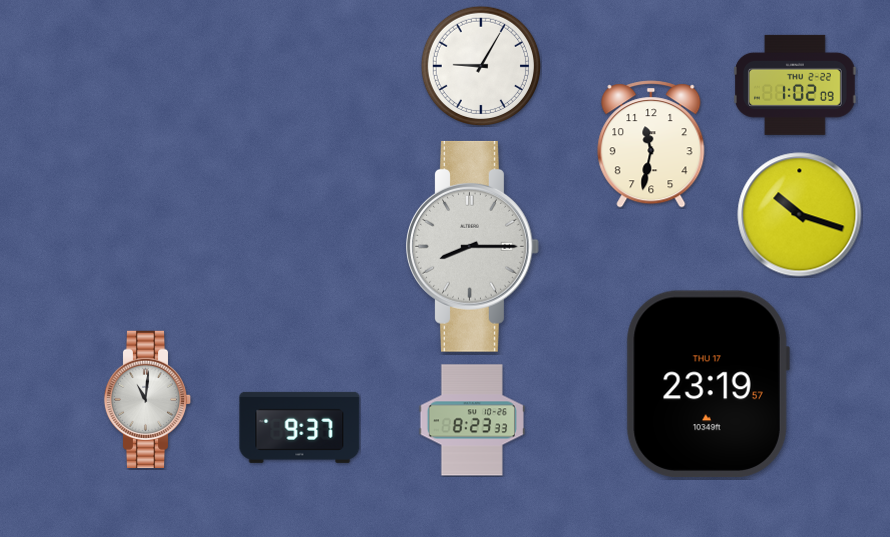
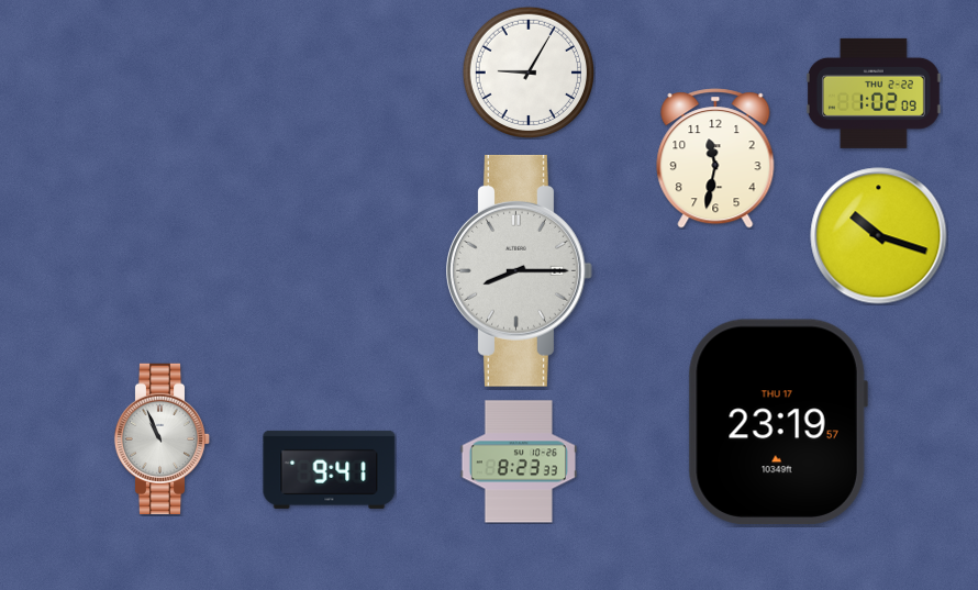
clock at (148, 399): 11:01 -> 10:56
clock at (300, 427): 9:37 -> 9:41
